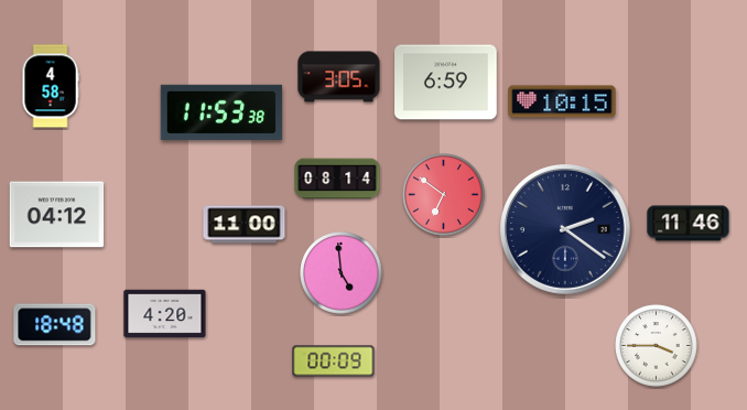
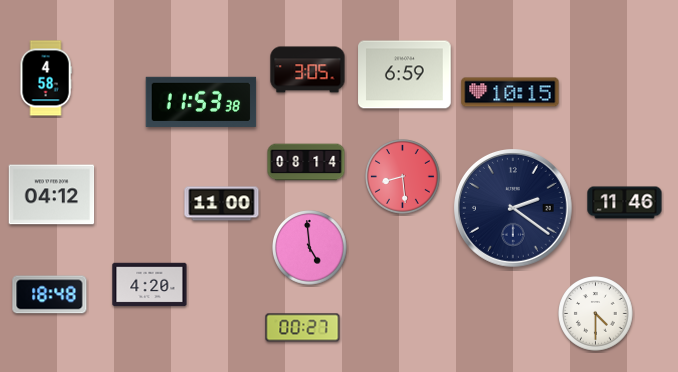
clock at (444, 195): 6:51 -> 8:29
clock at (657, 346): 3:45 -> 4:30
clock at (334, 362): 00:09 -> 00:27
